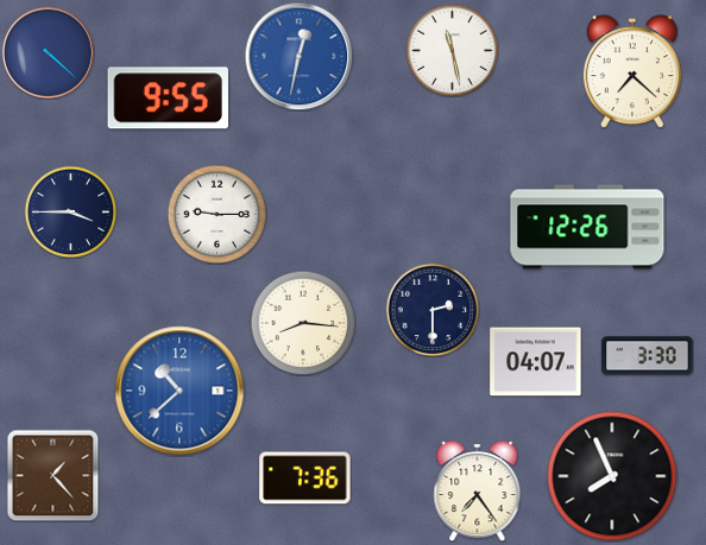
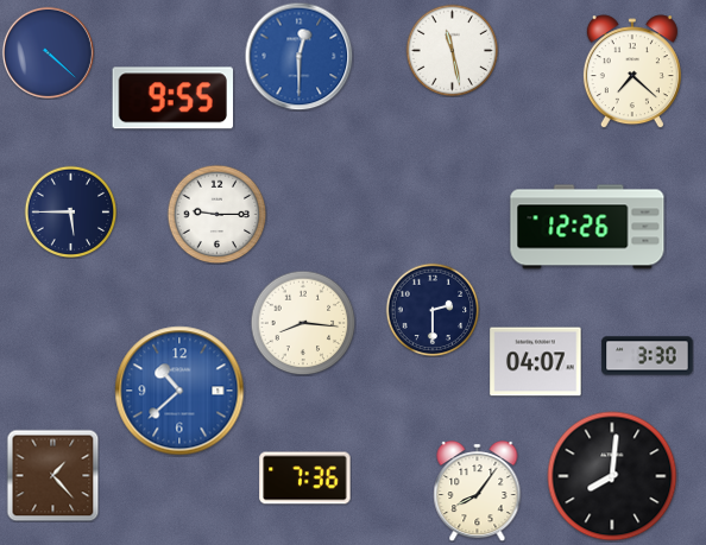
clock at (298, 56): 12:32 -> 12:30
clock at (168, 99) position: (168, 99) -> (172, 99)
clock at (70, 211): 3:45 -> 5:45
clock at (612, 476): 7:56 -> 8:01
clock at (478, 490): 7:24 -> 8:06
